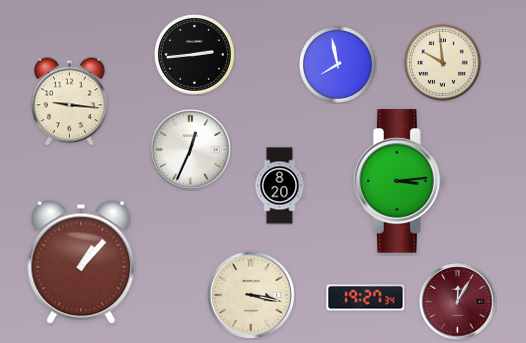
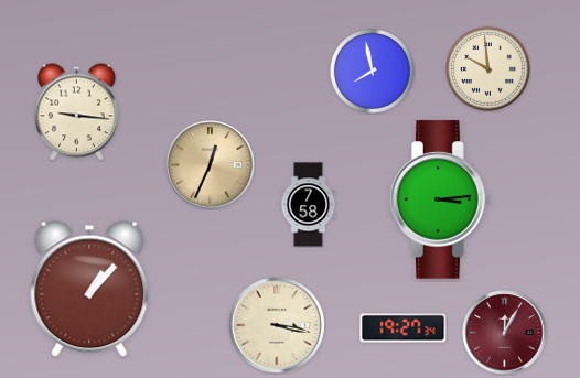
clock at (194, 54): 2:44 -> none
clock at (191, 150) dial: white -> champagne
clock at (280, 186): 8:20 -> 7:58
